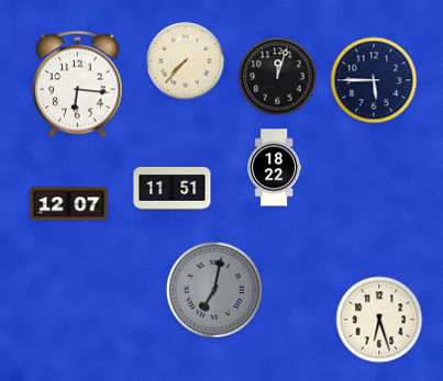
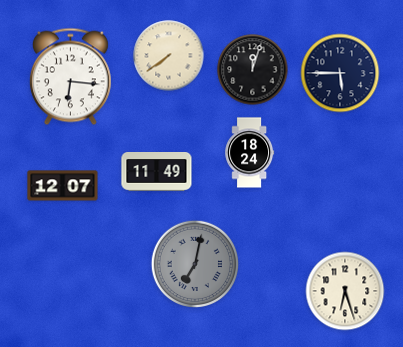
clock at (186, 61): 7:37 -> 7:39
clock at (275, 168): 18:22 -> 18:24
clock at (173, 189): 11:51 -> 11:49
